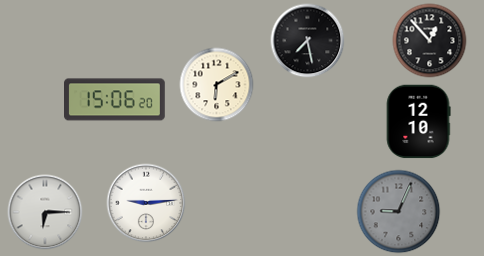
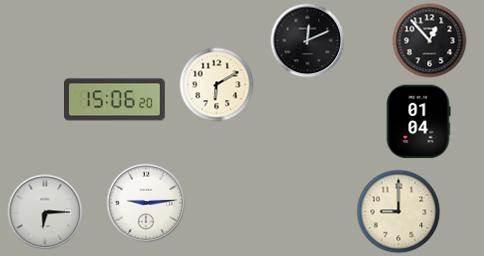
clock at (308, 41): 7:28 -> 12:11
clock at (418, 122): 12:10 -> 01:04
clock at (399, 212): 9:04 -> 9:00
clock at (399, 212) dial: grey -> cream
